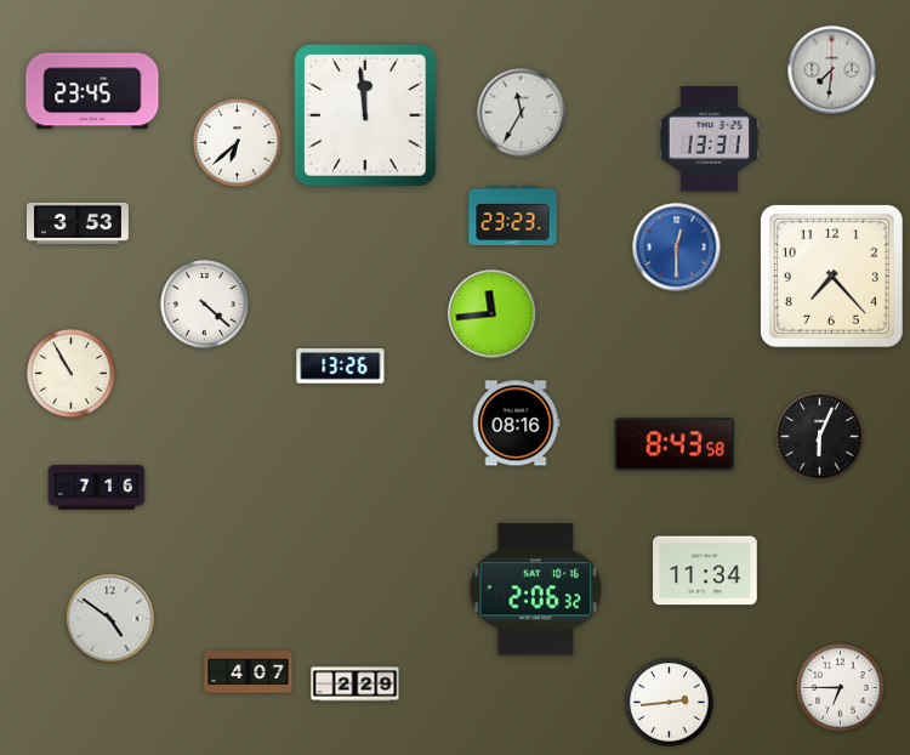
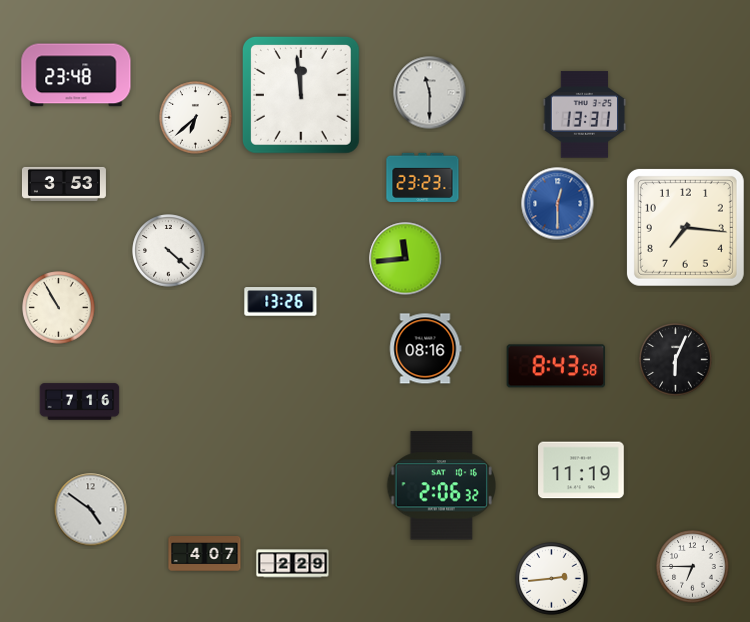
clock at (832, 70): 7:31 -> none
clock at (92, 91): 23:45 -> 23:48
clock at (522, 113): 11:35 -> 11:30
clock at (831, 276): 7:23 -> 7:16
clock at (705, 570): 11:34 -> 11:19
